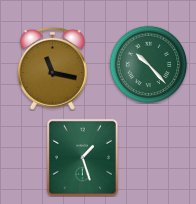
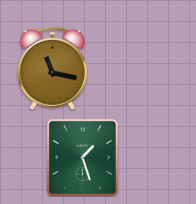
clock at (148, 64): 10:23 -> none
